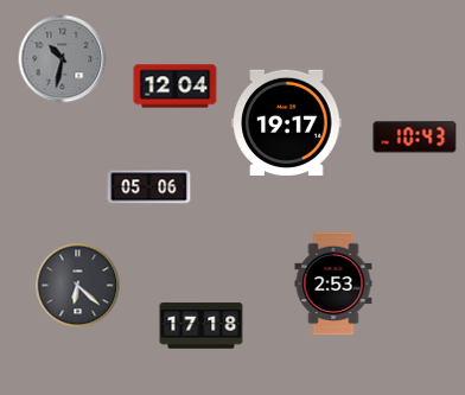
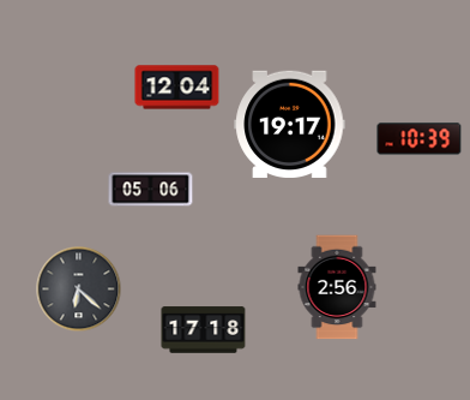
clock at (63, 59): 10:32 -> none
clock at (415, 138): 10:43 -> 10:39
clock at (333, 283): 2:53 -> 2:56
